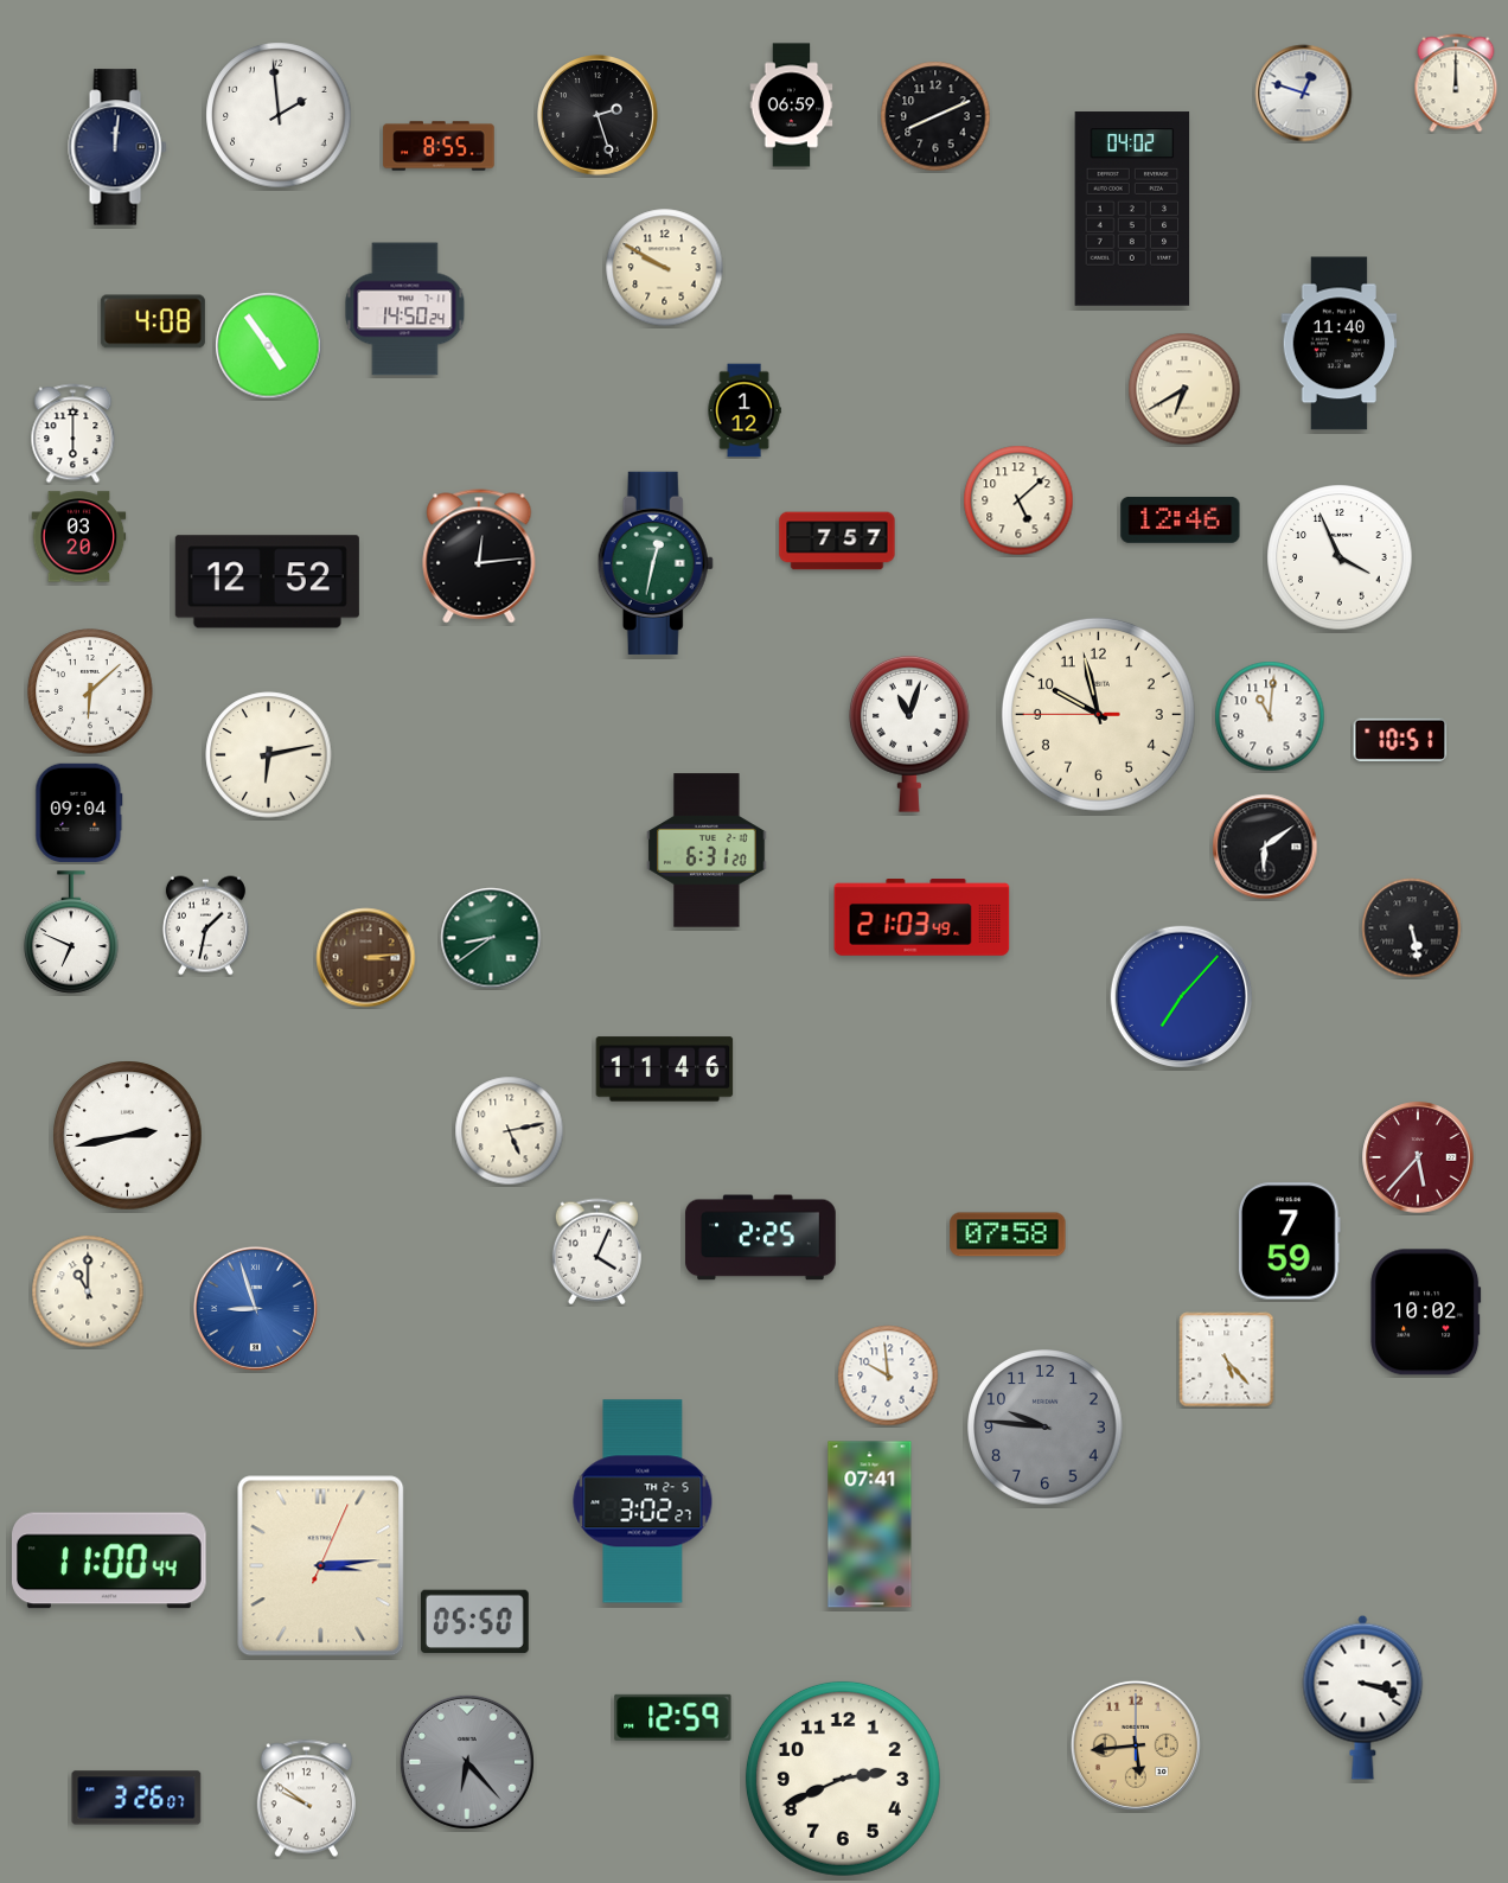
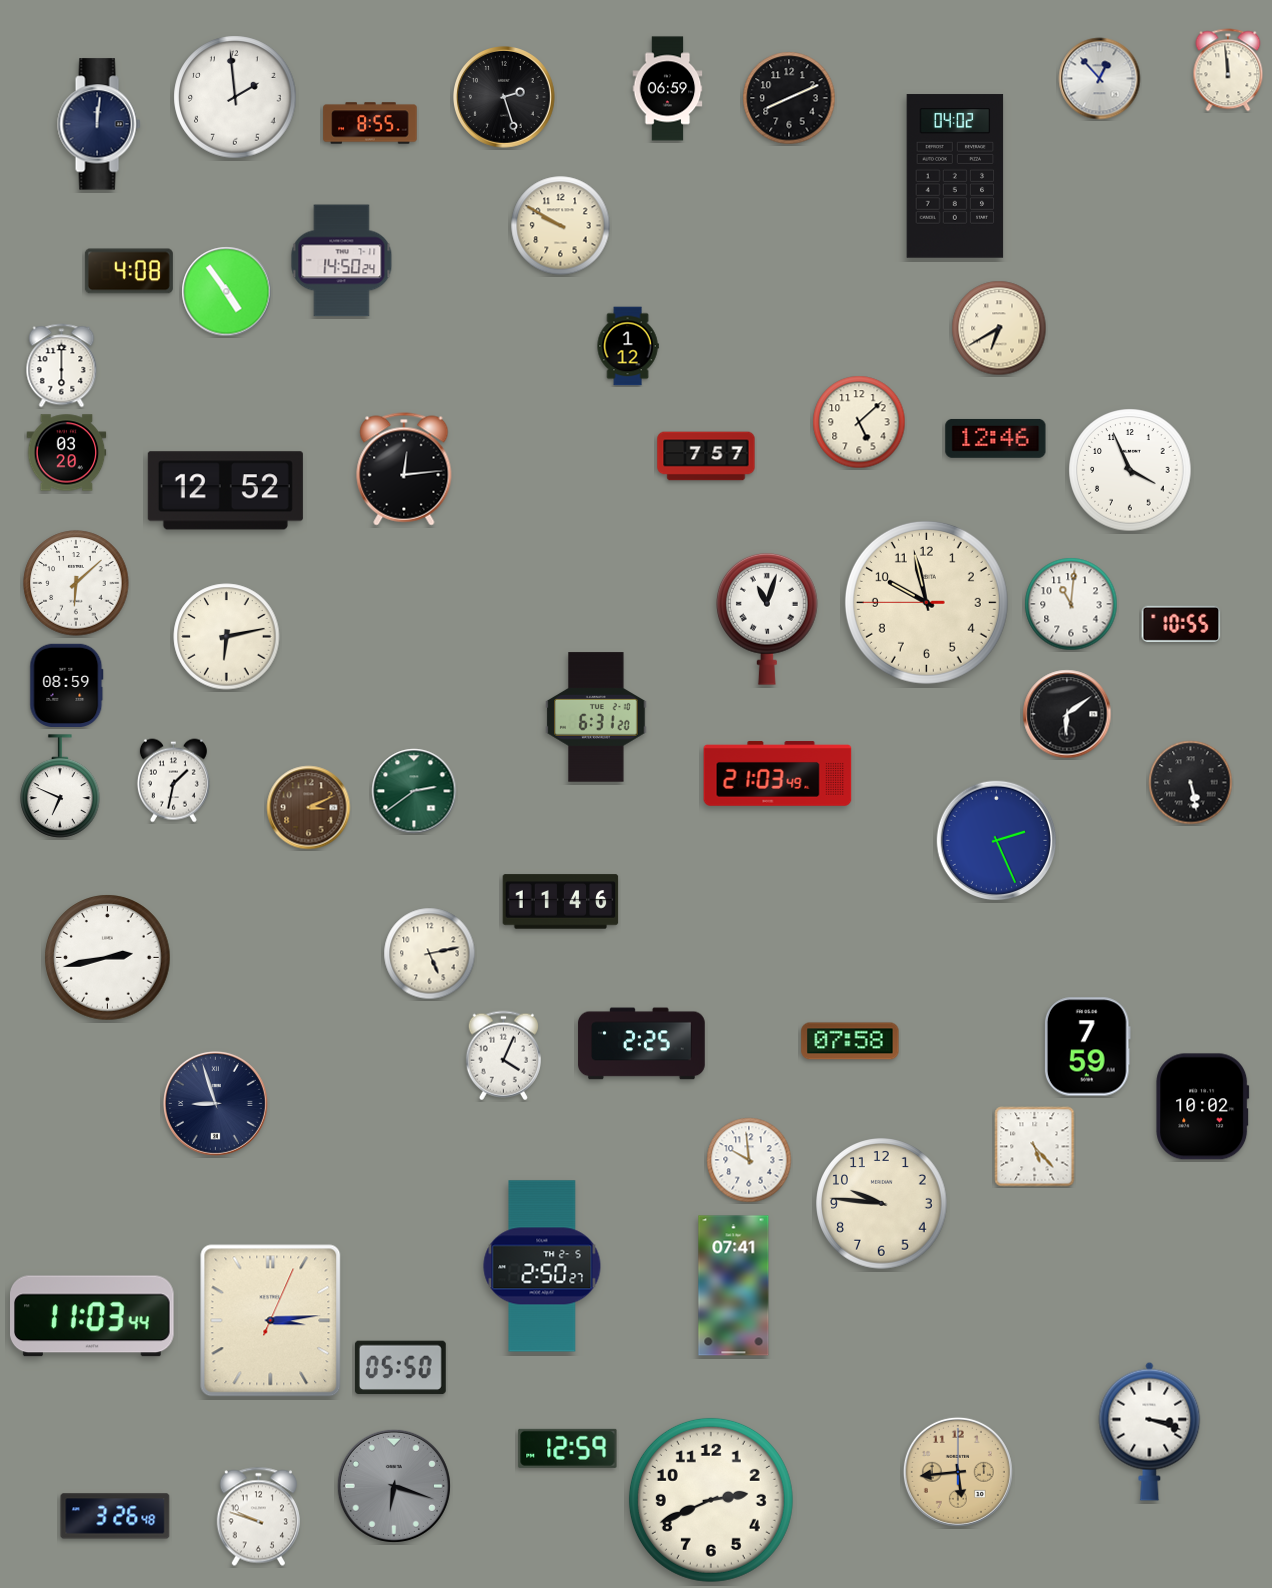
clock at (1456, 83): 12:00 -> 11:59
clock at (1304, 94): 12:48 -> 12:53
clock at (1340, 344): 11:40 -> none
clock at (656, 563): 12:32 -> none
clock at (1400, 740): 10:51 -> 10:55
clock at (79, 812): 09:04 -> 08:59
clock at (491, 938): 8:39 -> 2:39
clock at (366, 958): 3:14 -> 3:11
clock at (1181, 996): 7:07 -> 2:26
clock at (1418, 1157): 5:37 -> none
clock at (88, 1291): 11:00 -> none
clock at (255, 1308) dial: blue -> navy
clock at (1046, 1428) dial: grey -> cream
clock at (643, 1501): 3:02 -> 2:50
clock at (110, 1560): 11:00 -> 11:03
clock at (467, 1762): 6:23 -> 6:18
clock at (136, 1798): 3:26:07 -> 3:26:48
clock at (306, 1799): 9:51 -> 9:48
